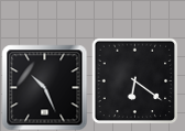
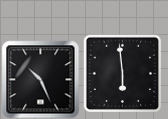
clock at (134, 80): 6:21 -> 5:59
